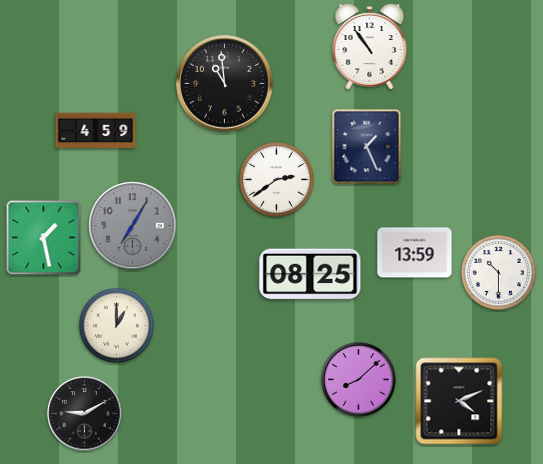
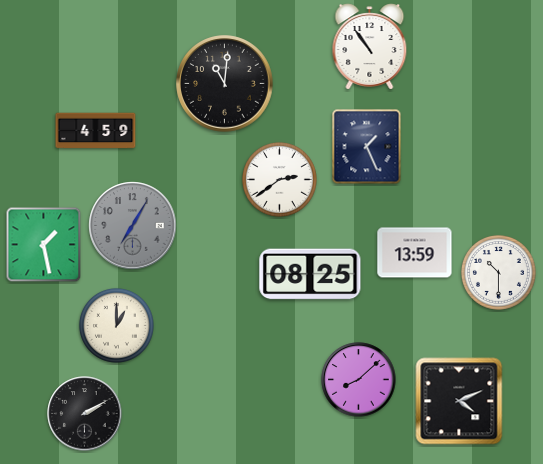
clock at (225, 84): 10:59 -> 11:01
clock at (276, 179) position: (276, 179) -> (279, 179)
clock at (44, 238) position: (44, 238) -> (44, 245)
clock at (85, 414): 9:10 -> 2:10
